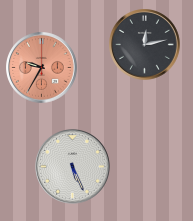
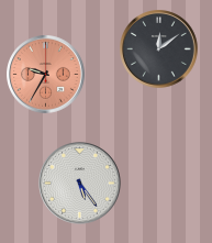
clock at (145, 45): 12:13 -> 12:09
clock at (73, 167): 5:26 -> 5:24
